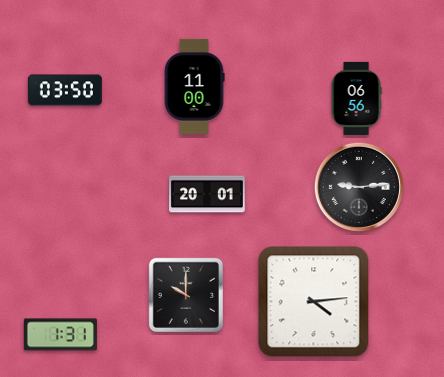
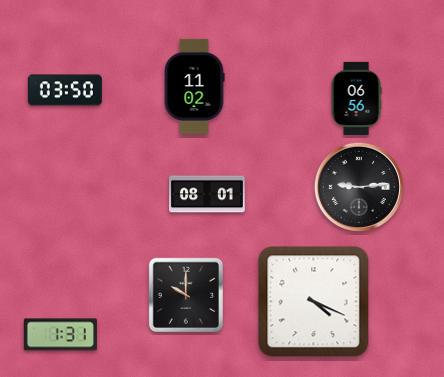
clock at (194, 86): 11:00 -> 11:02
clock at (208, 194): 20:01 -> 08:01
clock at (314, 302): 4:14 -> 4:19
